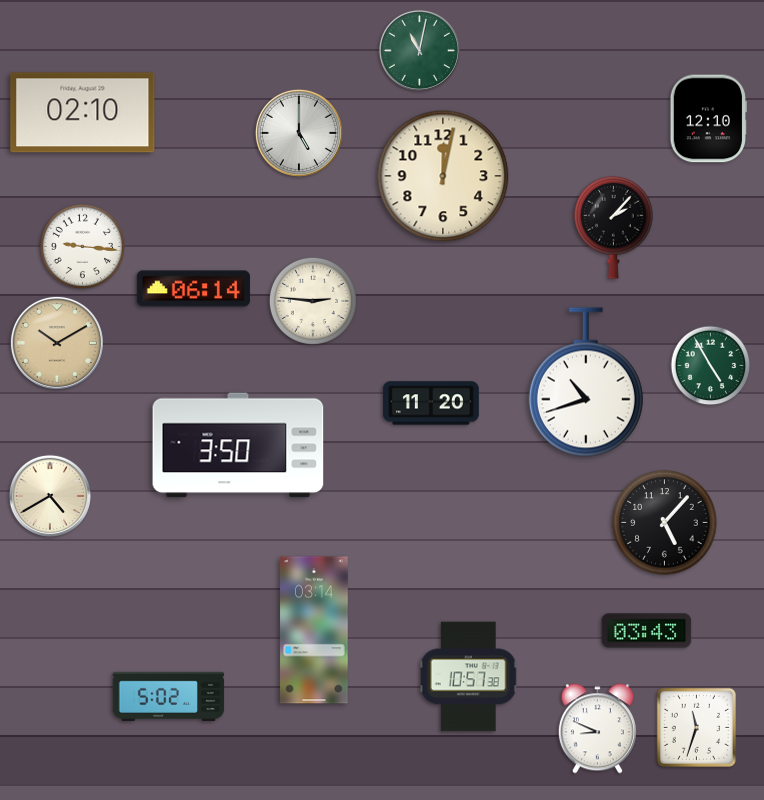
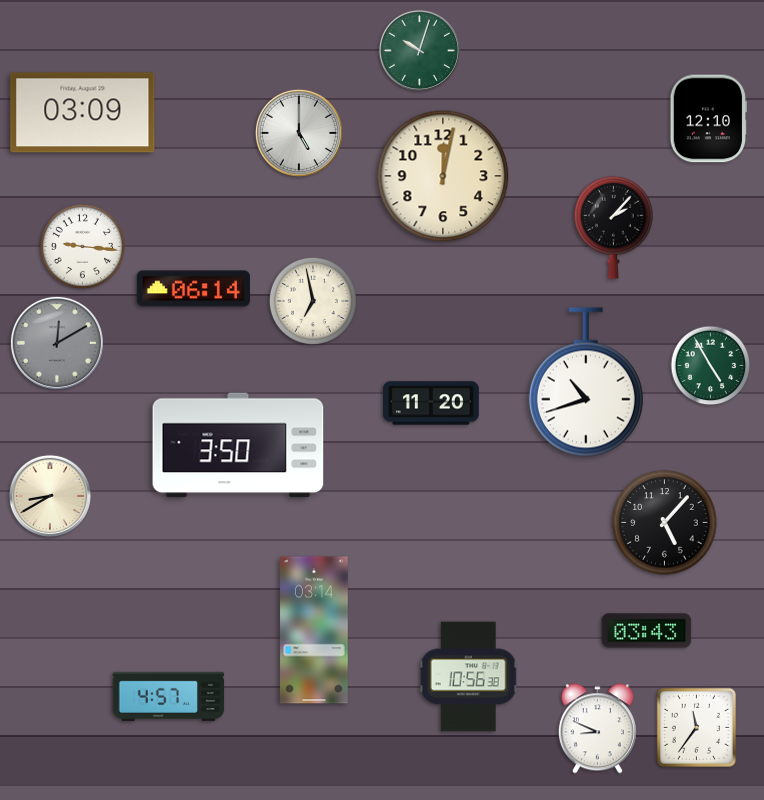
clock at (419, 50): 11:02 -> 10:03
clock at (83, 113): 02:10 -> 03:09
clock at (313, 301): 2:46 -> 6:58
clock at (57, 343): 10:10 -> 12:10
clock at (57, 343) dial: champagne -> grey
clock at (50, 496): 4:40 -> 8:40
clock at (469, 677): 10:57 -> 10:56
clock at (169, 696): 5:02 -> 4:57
clock at (696, 727): 11:33 -> 11:36
